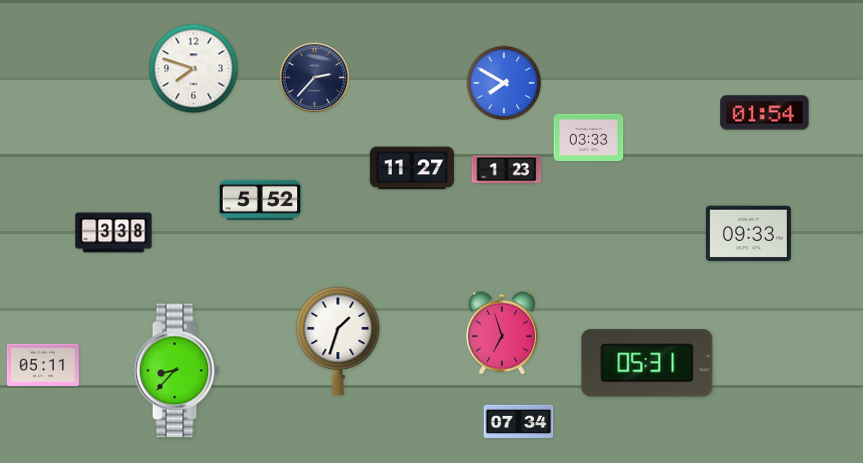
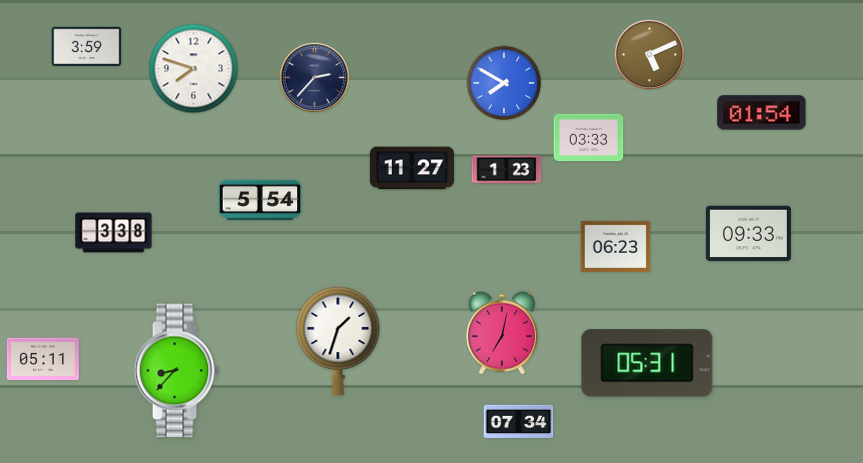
clock at (87, 47): none -> 3:59
clock at (650, 55): none -> 5:11
clock at (765, 113) position: (765, 113) -> (762, 113)
clock at (260, 200): 5:52 -> 5:54
clock at (616, 246): none -> 06:23
clock at (502, 333): 6:57 -> 7:02
clock at (43, 365) position: (43, 365) -> (43, 359)
